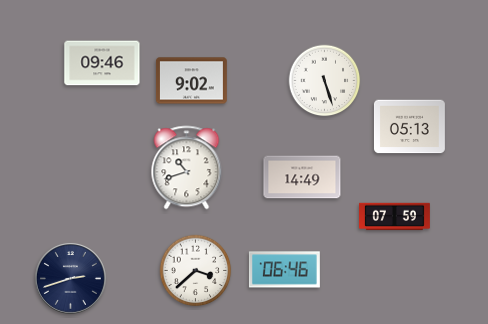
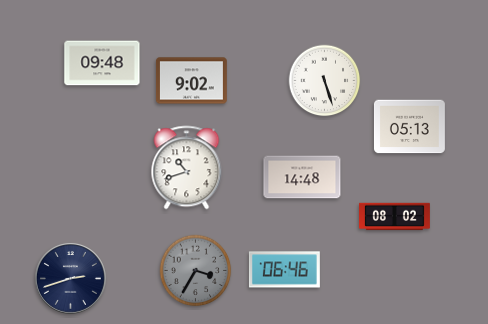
clock at (102, 63): 09:46 -> 09:48
clock at (302, 177): 14:49 -> 14:48
clock at (395, 217): 07:59 -> 08:02
clock at (196, 271): 3:38 -> 3:35
clock at (196, 271) dial: white -> grey
